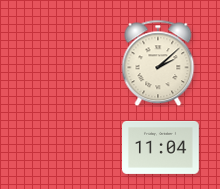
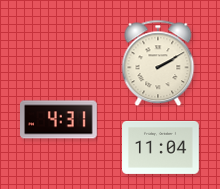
clock at (158, 63): 2:08 -> 2:10
clock at (59, 120): none -> 4:31
